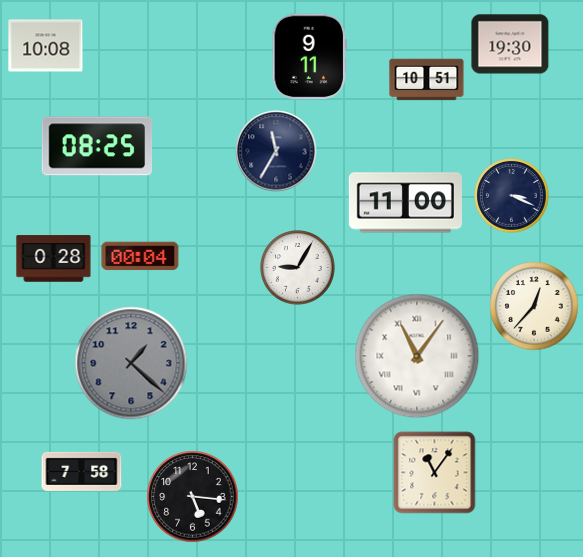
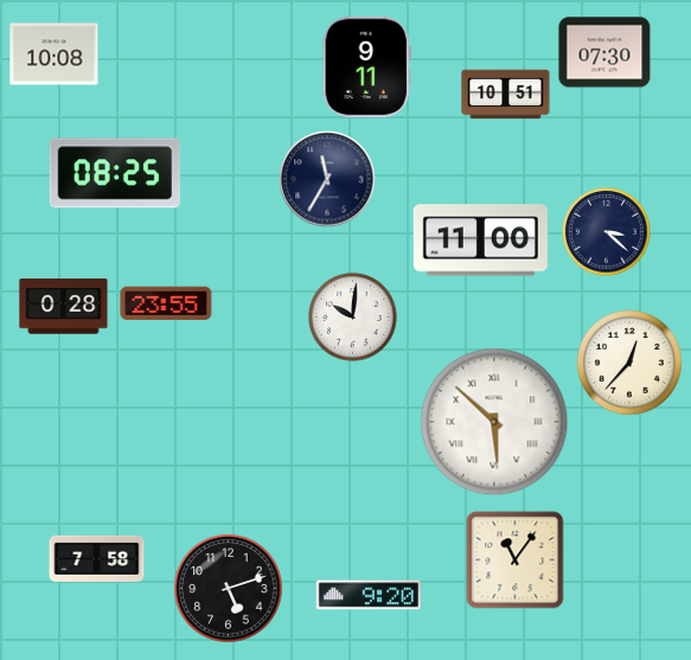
clock at (510, 44): 19:30 -> 07:30
clock at (512, 196): 3:19 -> 3:22
clock at (140, 256): 00:04 -> 23:55
clock at (298, 268): 9:05 -> 10:01
clock at (534, 306) position: (534, 306) -> (629, 363)
clock at (417, 356): 11:06 -> 5:52
clock at (131, 363): 1:22 -> none
clock at (193, 497): 5:16 -> 5:12
clock at (369, 595): none -> 9:20
